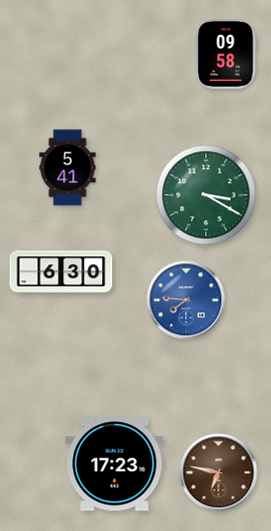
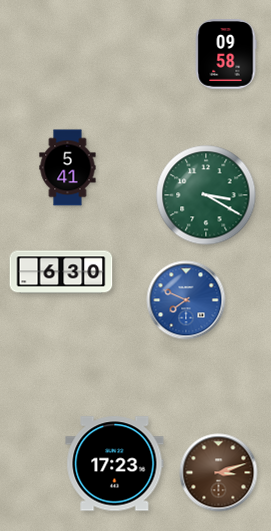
clock at (186, 300): 7:46 -> 7:49
clock at (219, 473): 6:47 -> 3:12
